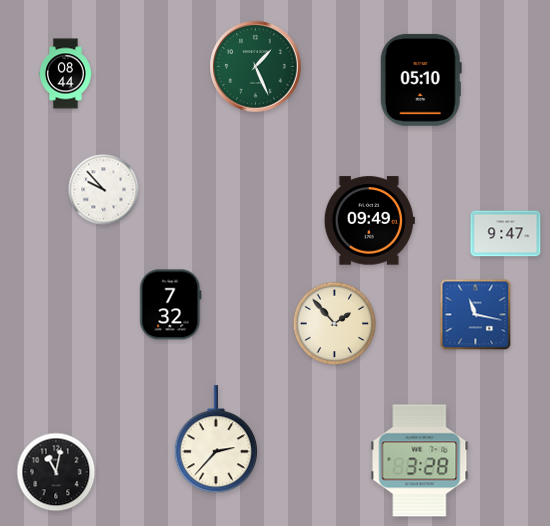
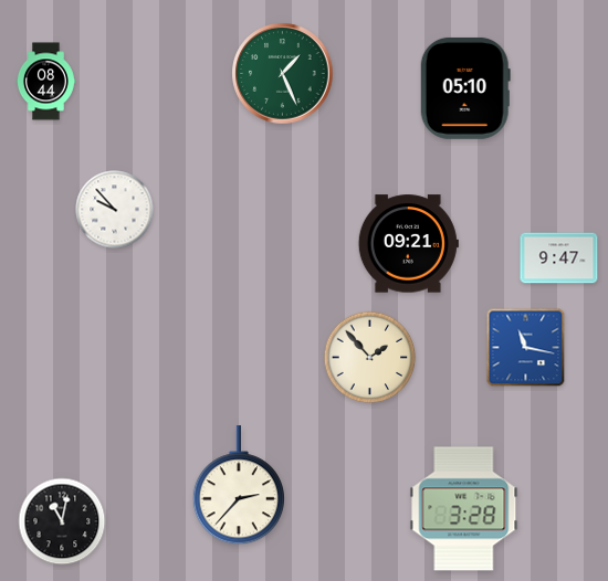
clock at (65, 74) position: (65, 74) -> (45, 82)
clock at (369, 221): 09:49 -> 09:21
clock at (171, 305): 7:32 -> none
